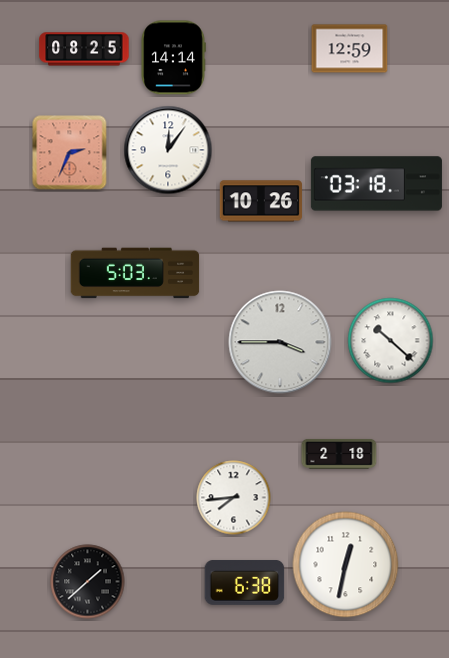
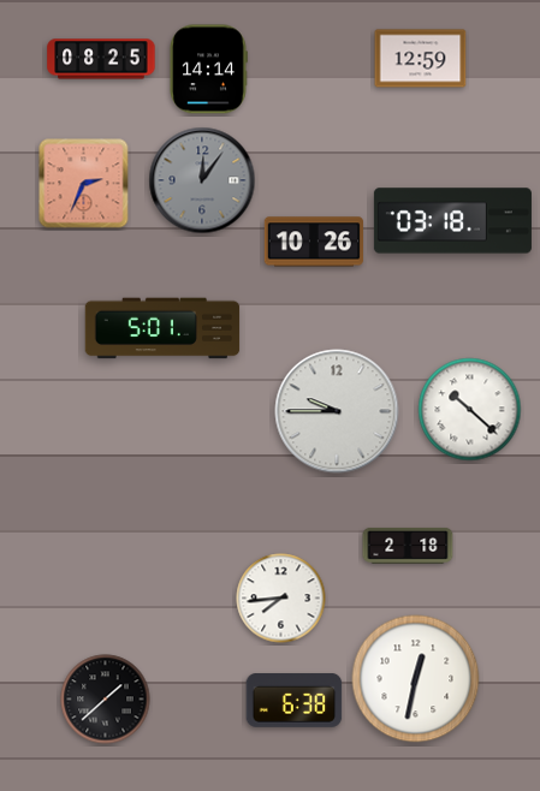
clock at (168, 150) dial: white -> grey
clock at (135, 273): 5:03 -> 5:01
clock at (280, 342): 3:45 -> 9:45
